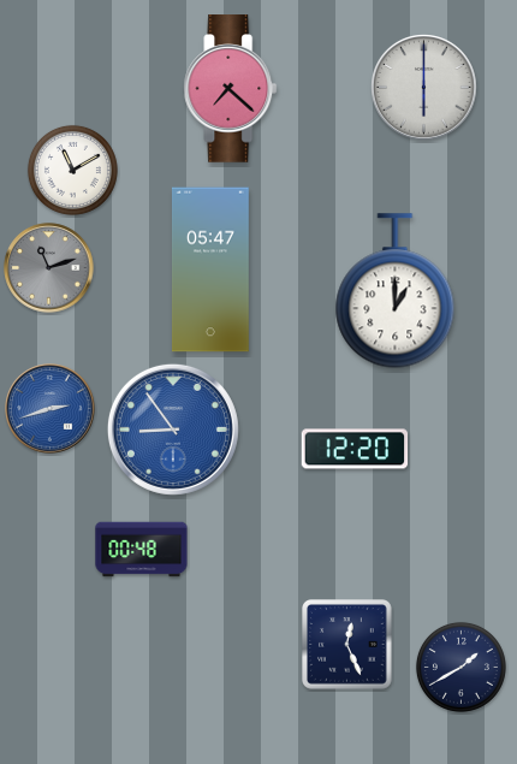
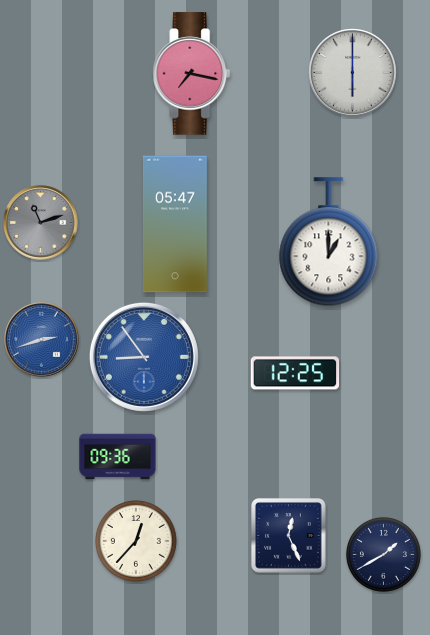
clock at (231, 89): 7:22 -> 7:17
clock at (72, 170): 11:10 -> none
clock at (355, 449): 12:20 -> 12:25
clock at (142, 550): 00:48 -> 09:36
clock at (136, 541): none -> 12:37
